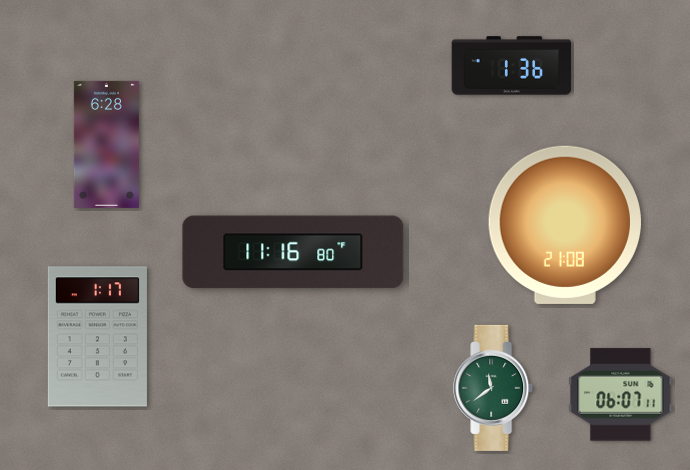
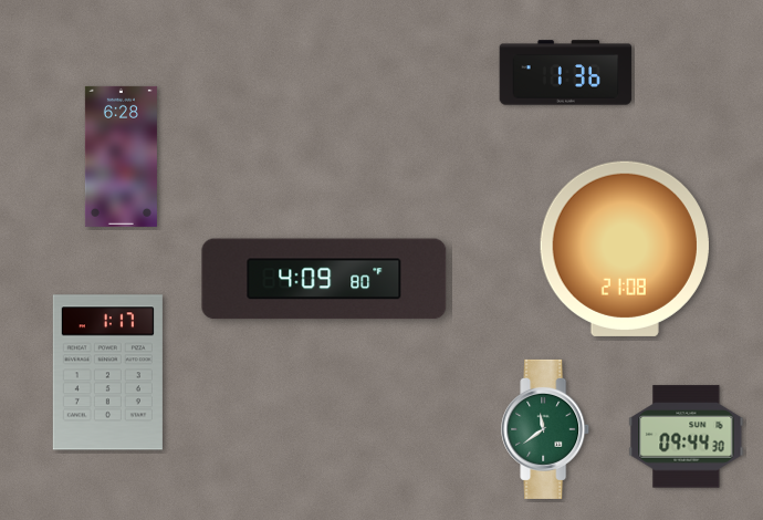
clock at (106, 144) position: (106, 144) -> (121, 156)
clock at (293, 252): 11:16 -> 4:09
clock at (621, 395): 06:07 -> 09:44
